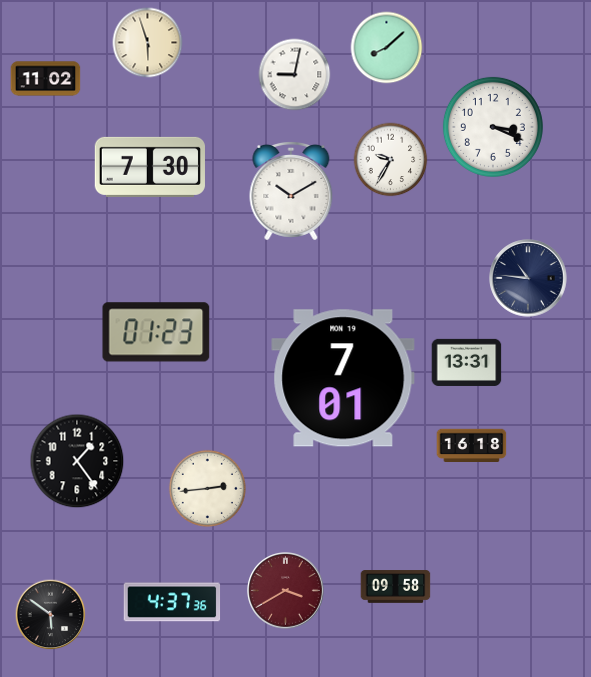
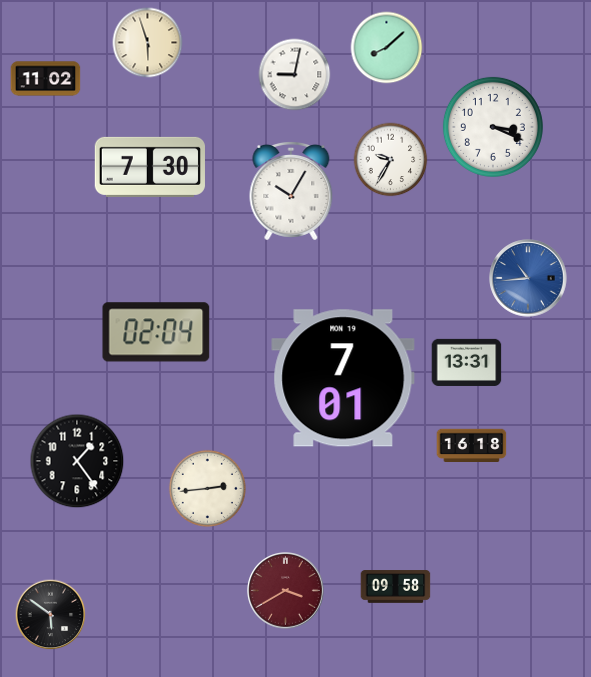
clock at (291, 192): 10:10 -> 10:05
clock at (528, 278): 10:46 -> 10:44
clock at (528, 278) dial: navy -> blue
clock at (156, 332): 01:23 -> 02:04
clock at (172, 602): 4:37 -> none
